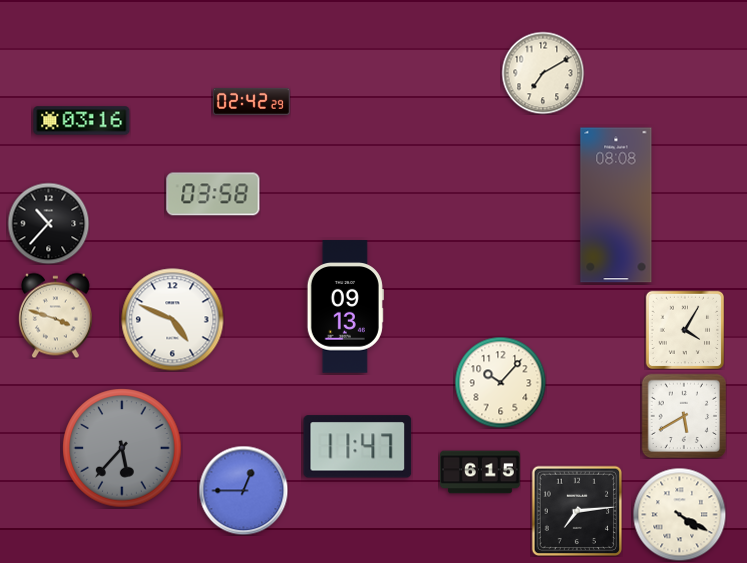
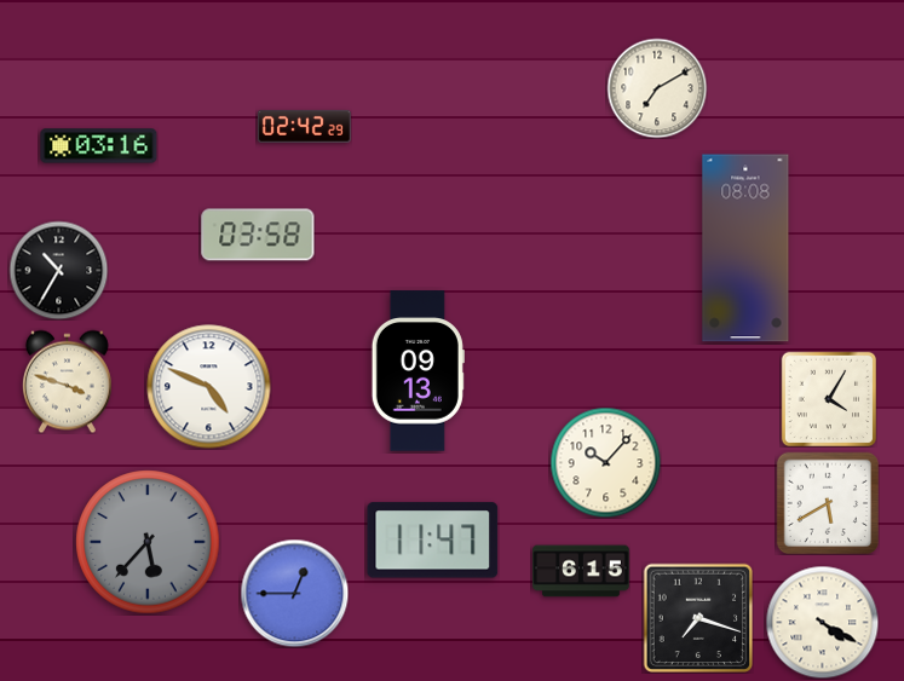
clock at (251, 101) position: (251, 101) -> (304, 126)
clock at (48, 223): 10:37 -> 10:35
clock at (577, 511): 7:14 -> 7:18
